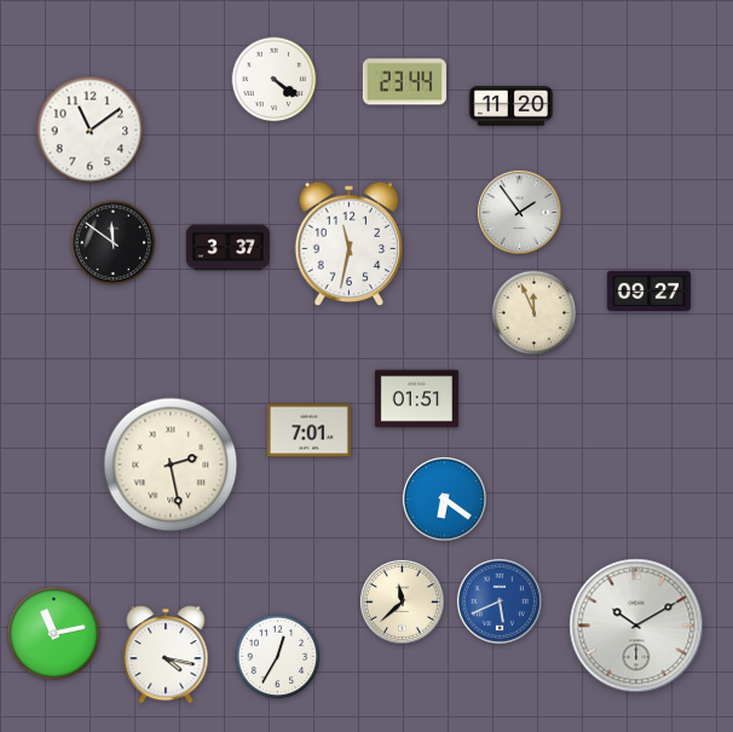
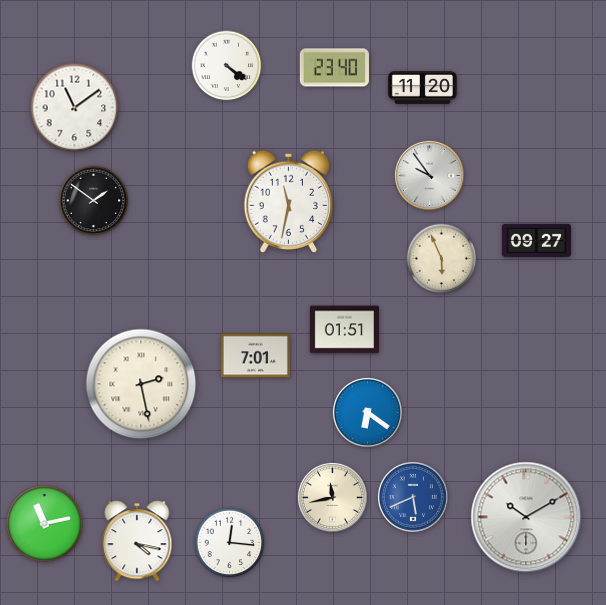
clock at (404, 82): 23:44 -> 23:40
clock at (519, 212): 1:54 -> 9:54
clock at (114, 243): 11:51 -> 1:51
clock at (227, 248): 3:37 -> none
clock at (535, 313): 11:56 -> 5:56
clock at (402, 601): 11:38 -> 11:43
clock at (278, 657): 12:35 -> 12:16
